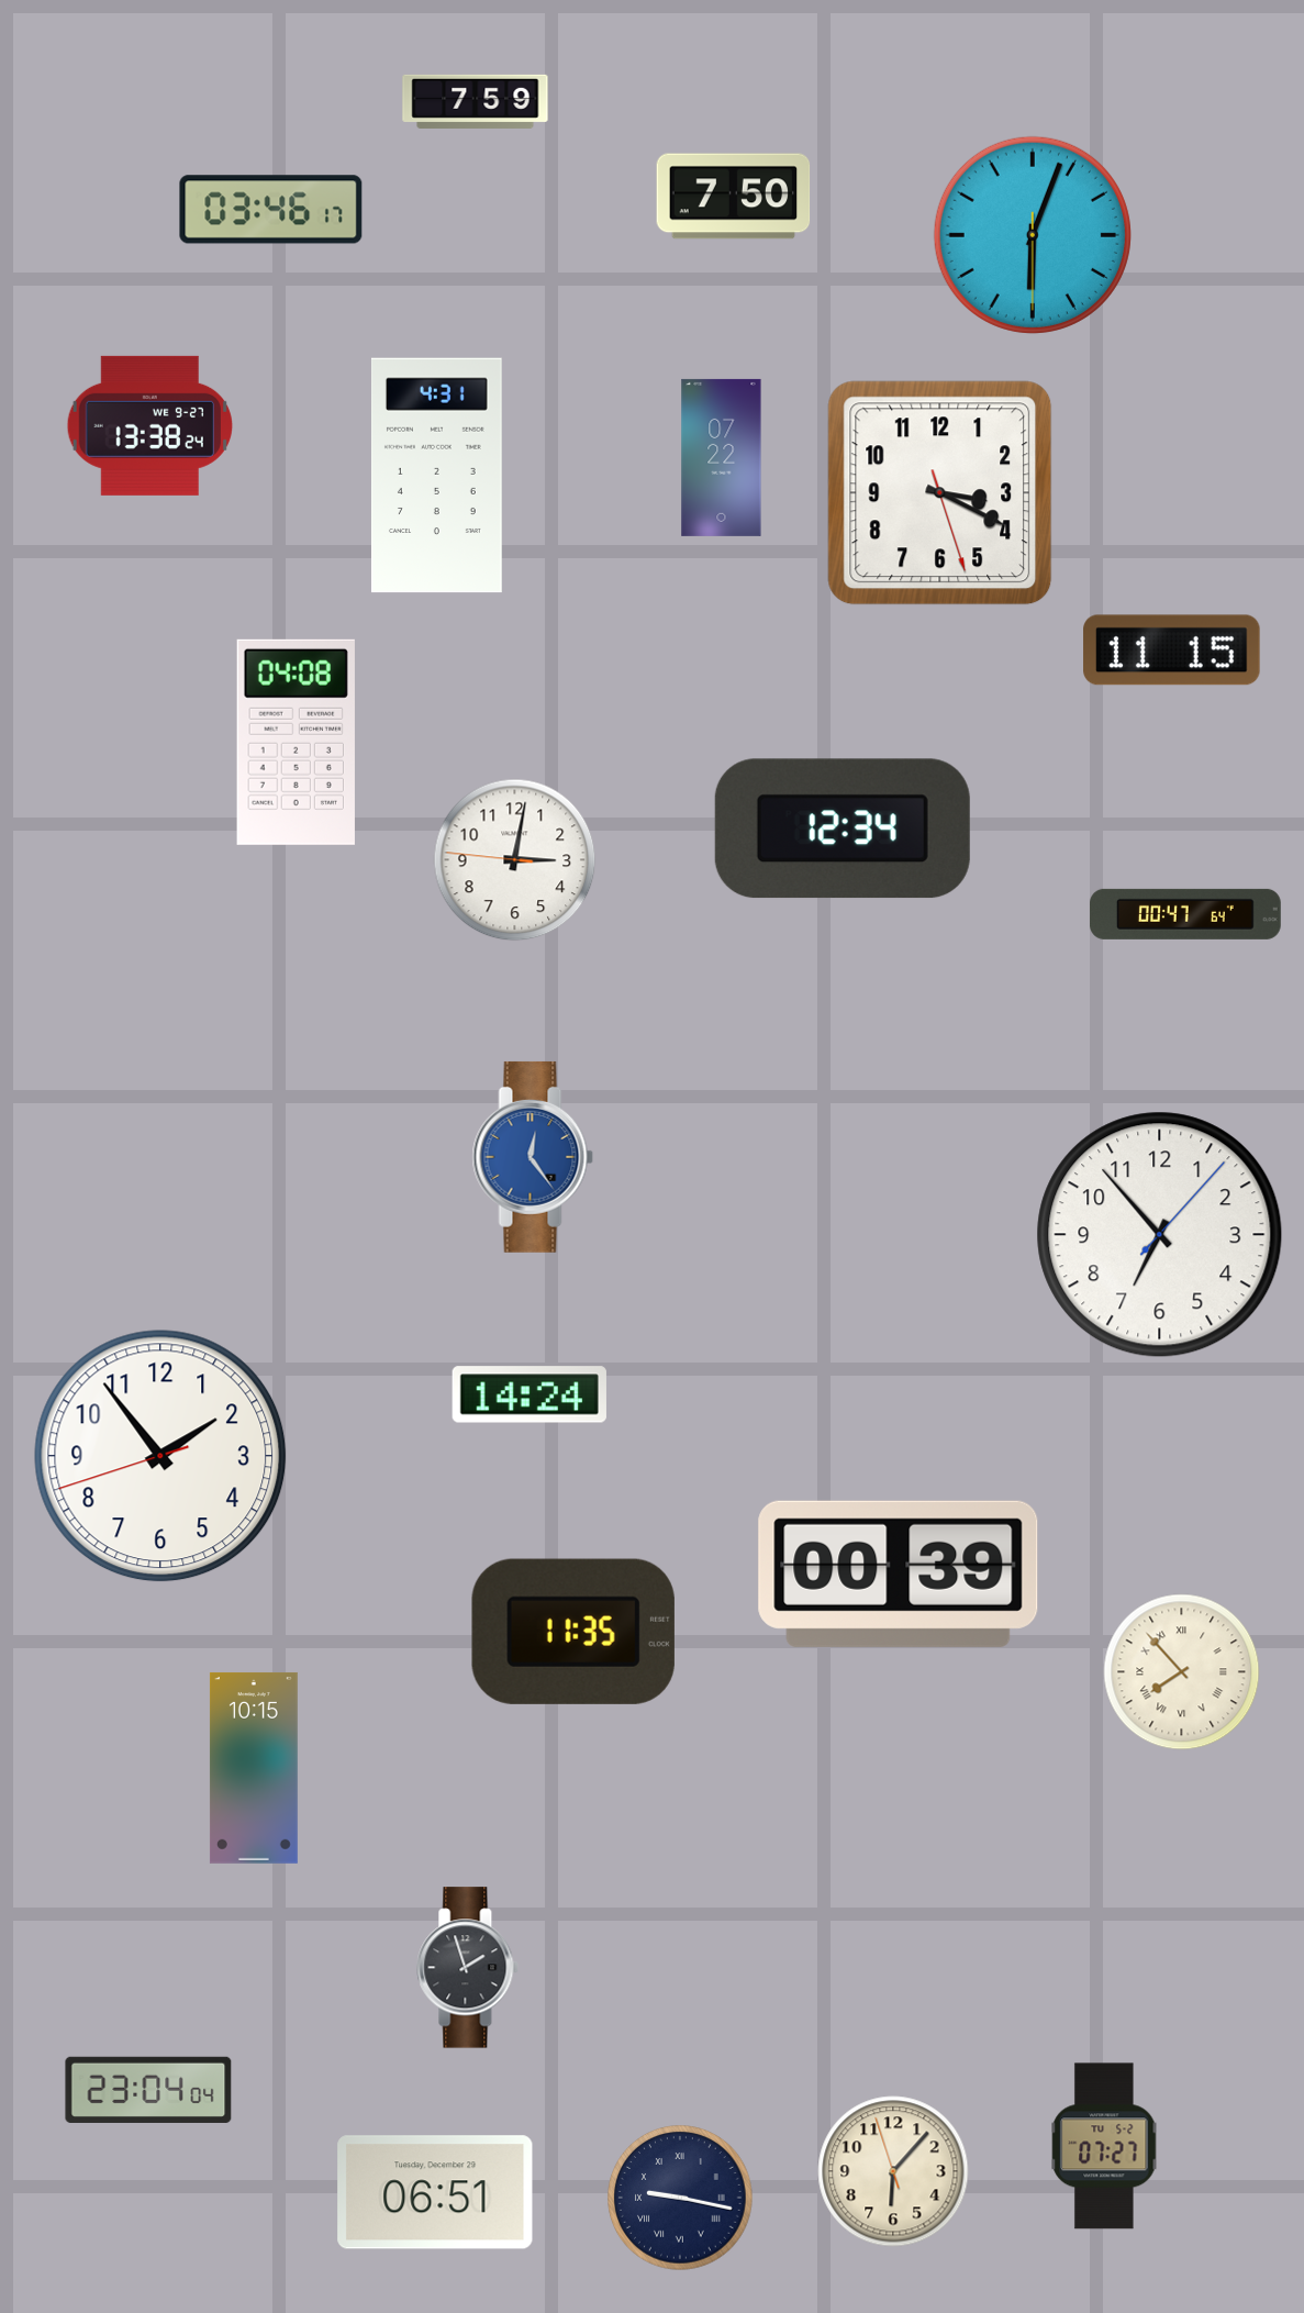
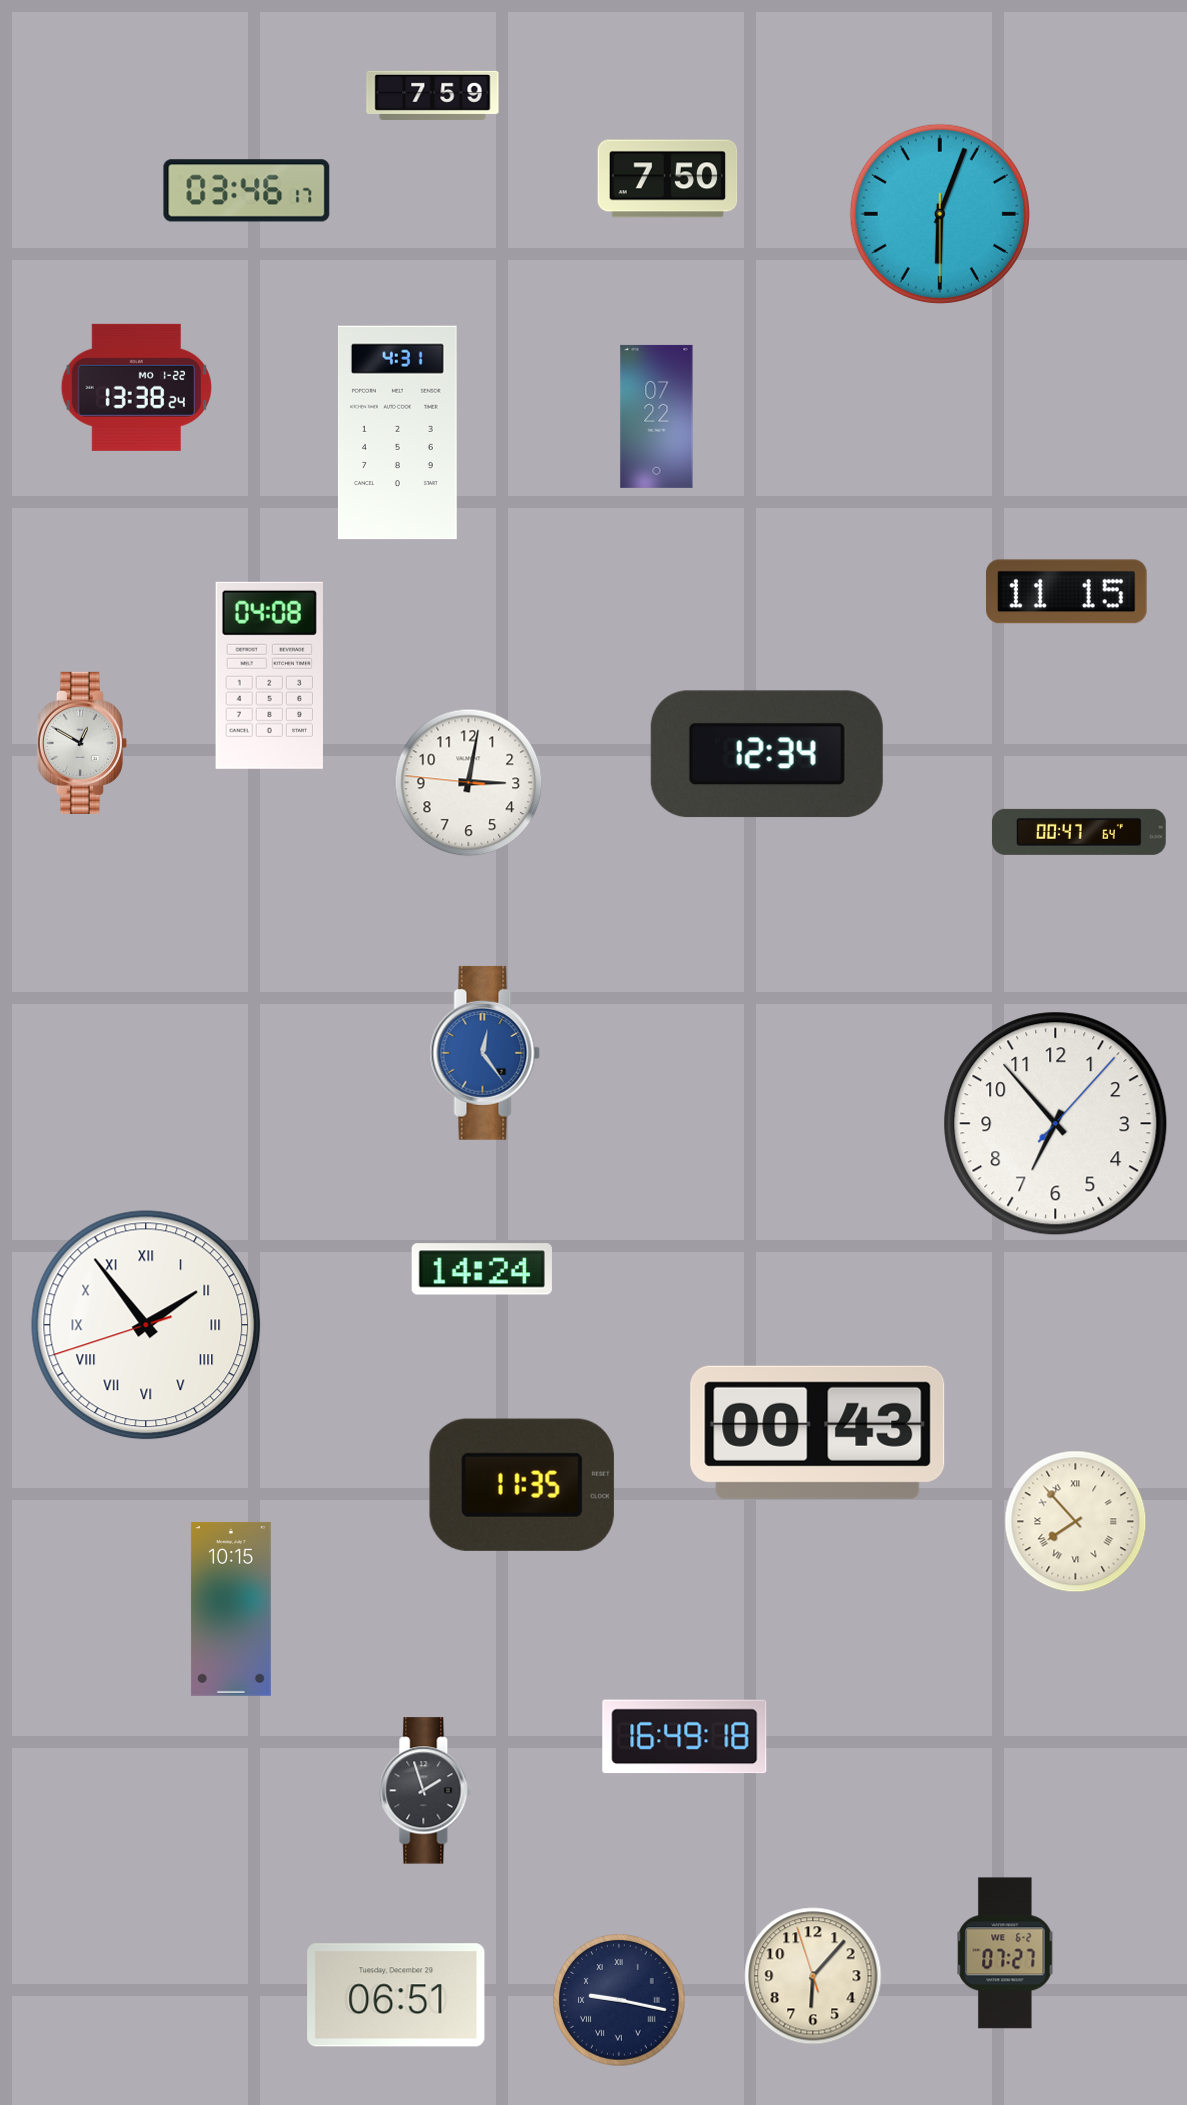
clock at (476, 101) position: (476, 101) -> (433, 95)
clock at (149, 425) date: WE 9-27 -> MO 1-22
clock at (940, 493): 3:19 -> none
clock at (82, 743): none -> 12:50
clock at (160, 1456) numerals: Arabic -> Roman
clock at (899, 1573): 00:39 -> 00:43
clock at (685, 1737): none -> 16:49
clock at (148, 2090): 23:04 -> none
clock at (1104, 2146) date: TU 5-2 -> WE 6-2
